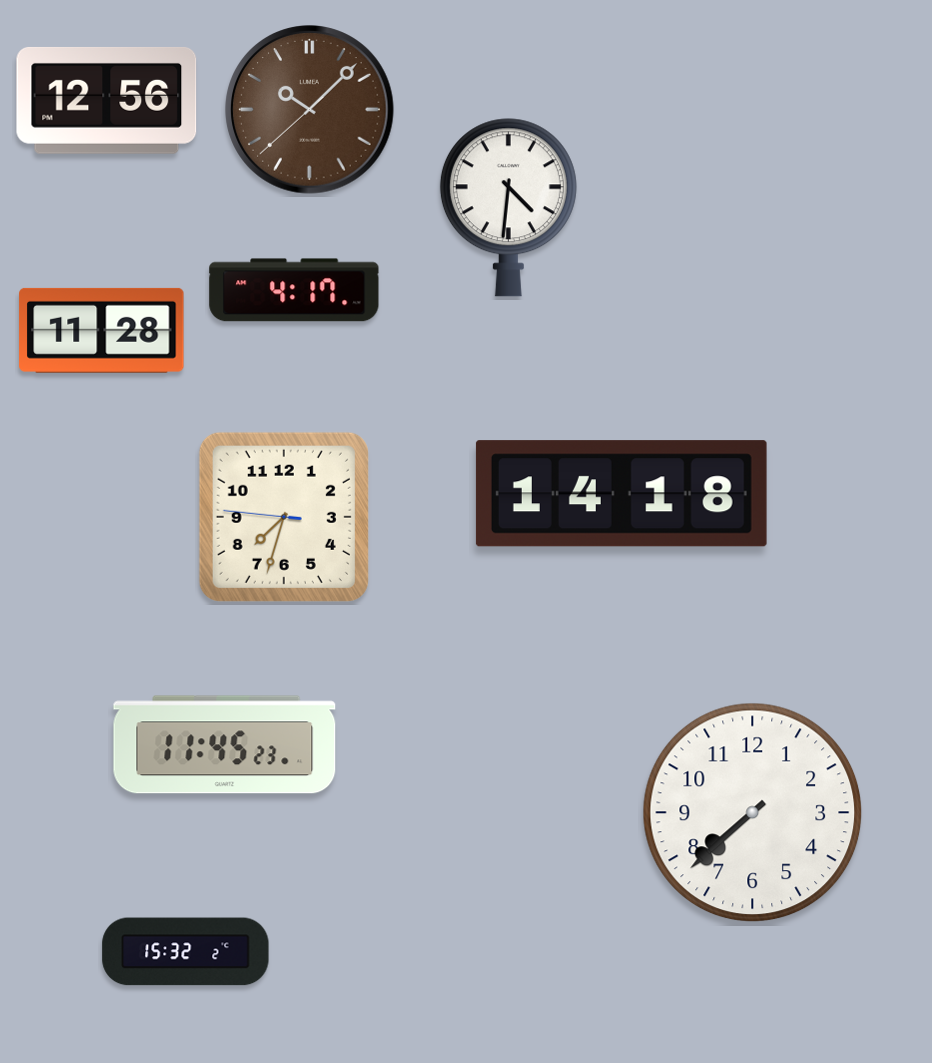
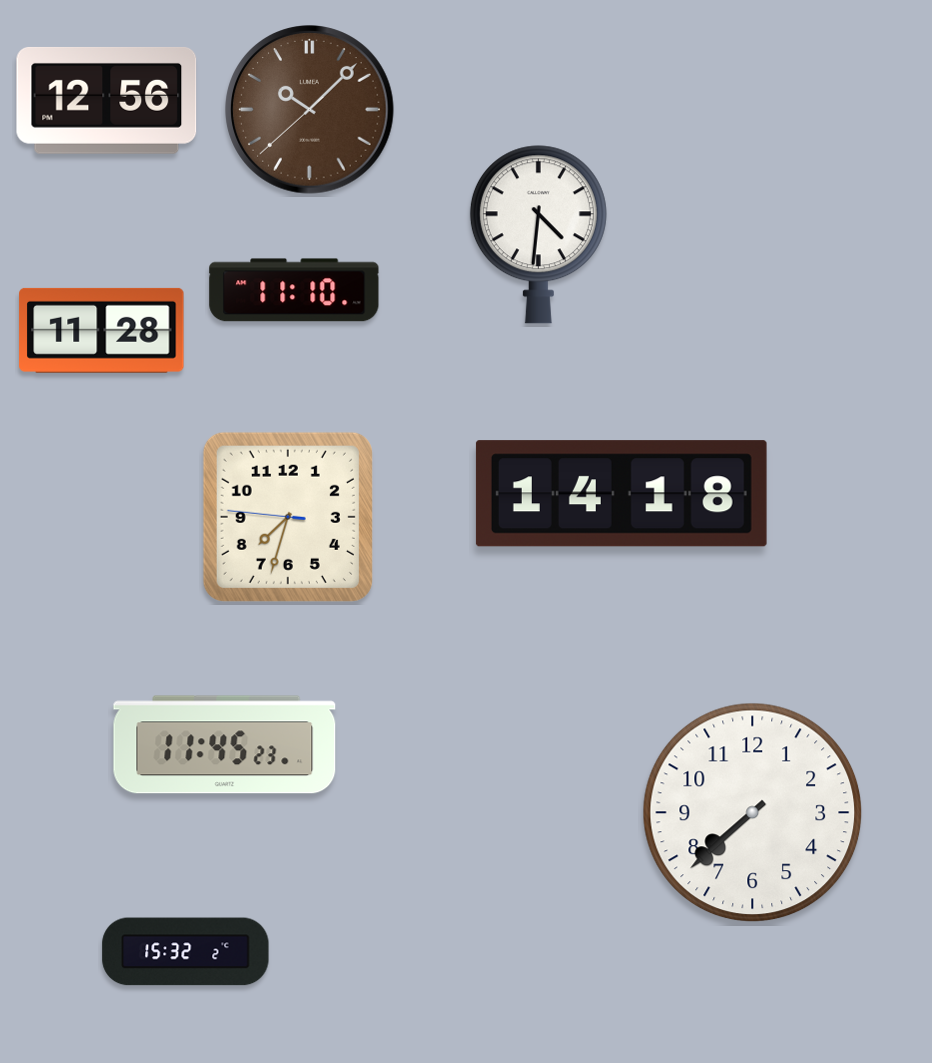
clock at (508, 208) position: (508, 208) -> (538, 235)
clock at (294, 290): 4:17 -> 11:10
clock at (284, 517) position: (284, 517) -> (288, 517)
